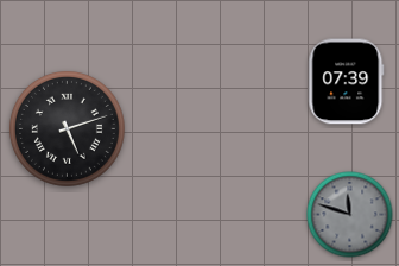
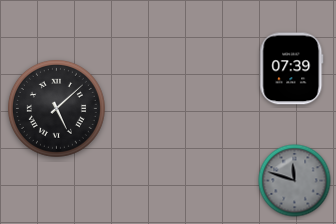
clock at (66, 128): 5:12 -> 5:08
